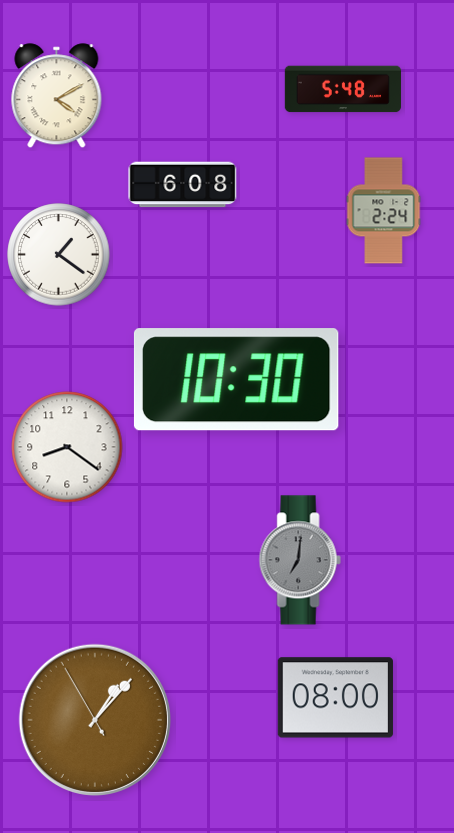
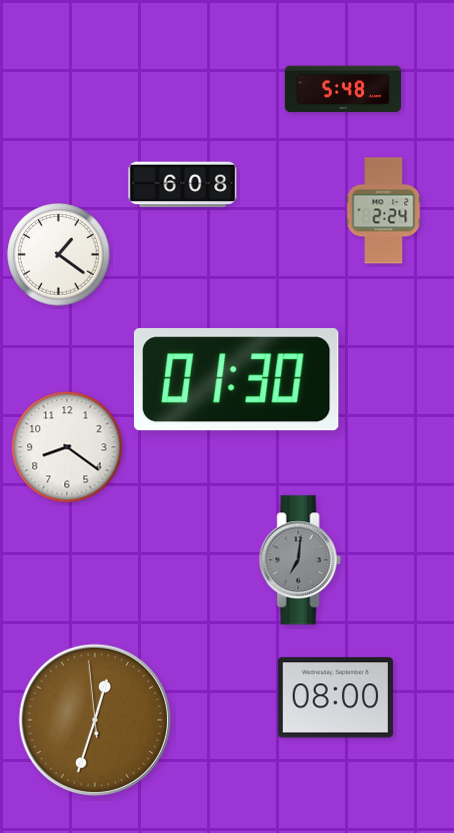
clock at (57, 96): 4:10 -> none
clock at (236, 380): 10:30 -> 01:30
clock at (95, 720): 1:06 -> 12:32
